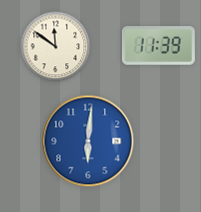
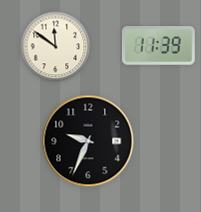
clock at (88, 141): 6:01 -> 9:34
clock at (88, 141) dial: blue -> black
